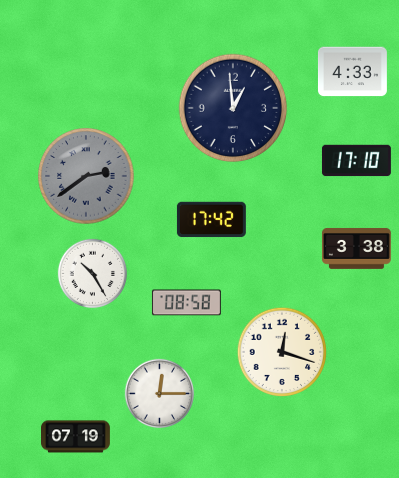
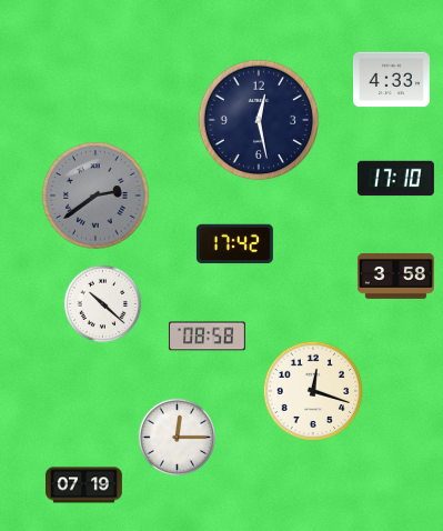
clock at (233, 108): 12:59 -> 12:28
clock at (356, 248): 3:38 -> 3:58
clock at (93, 274): 10:25 -> 10:22
